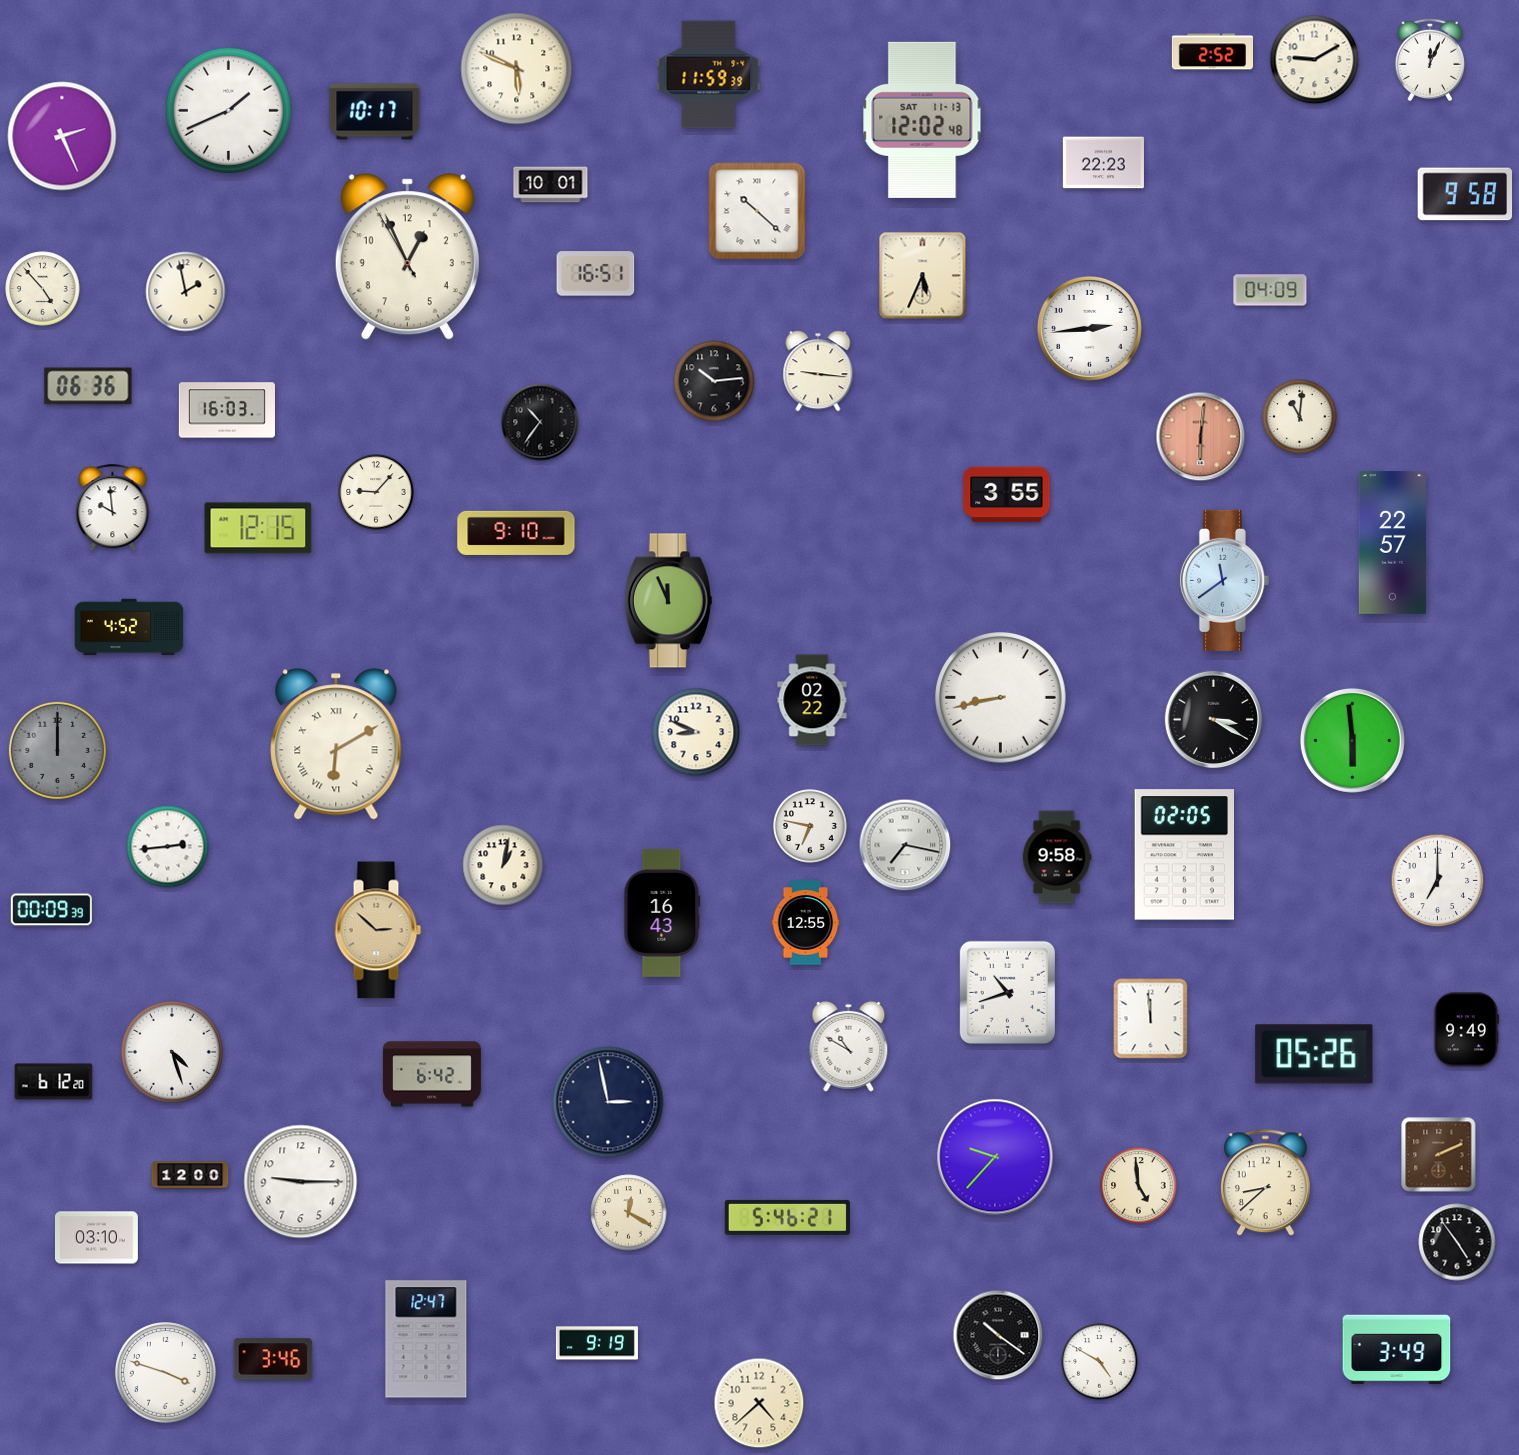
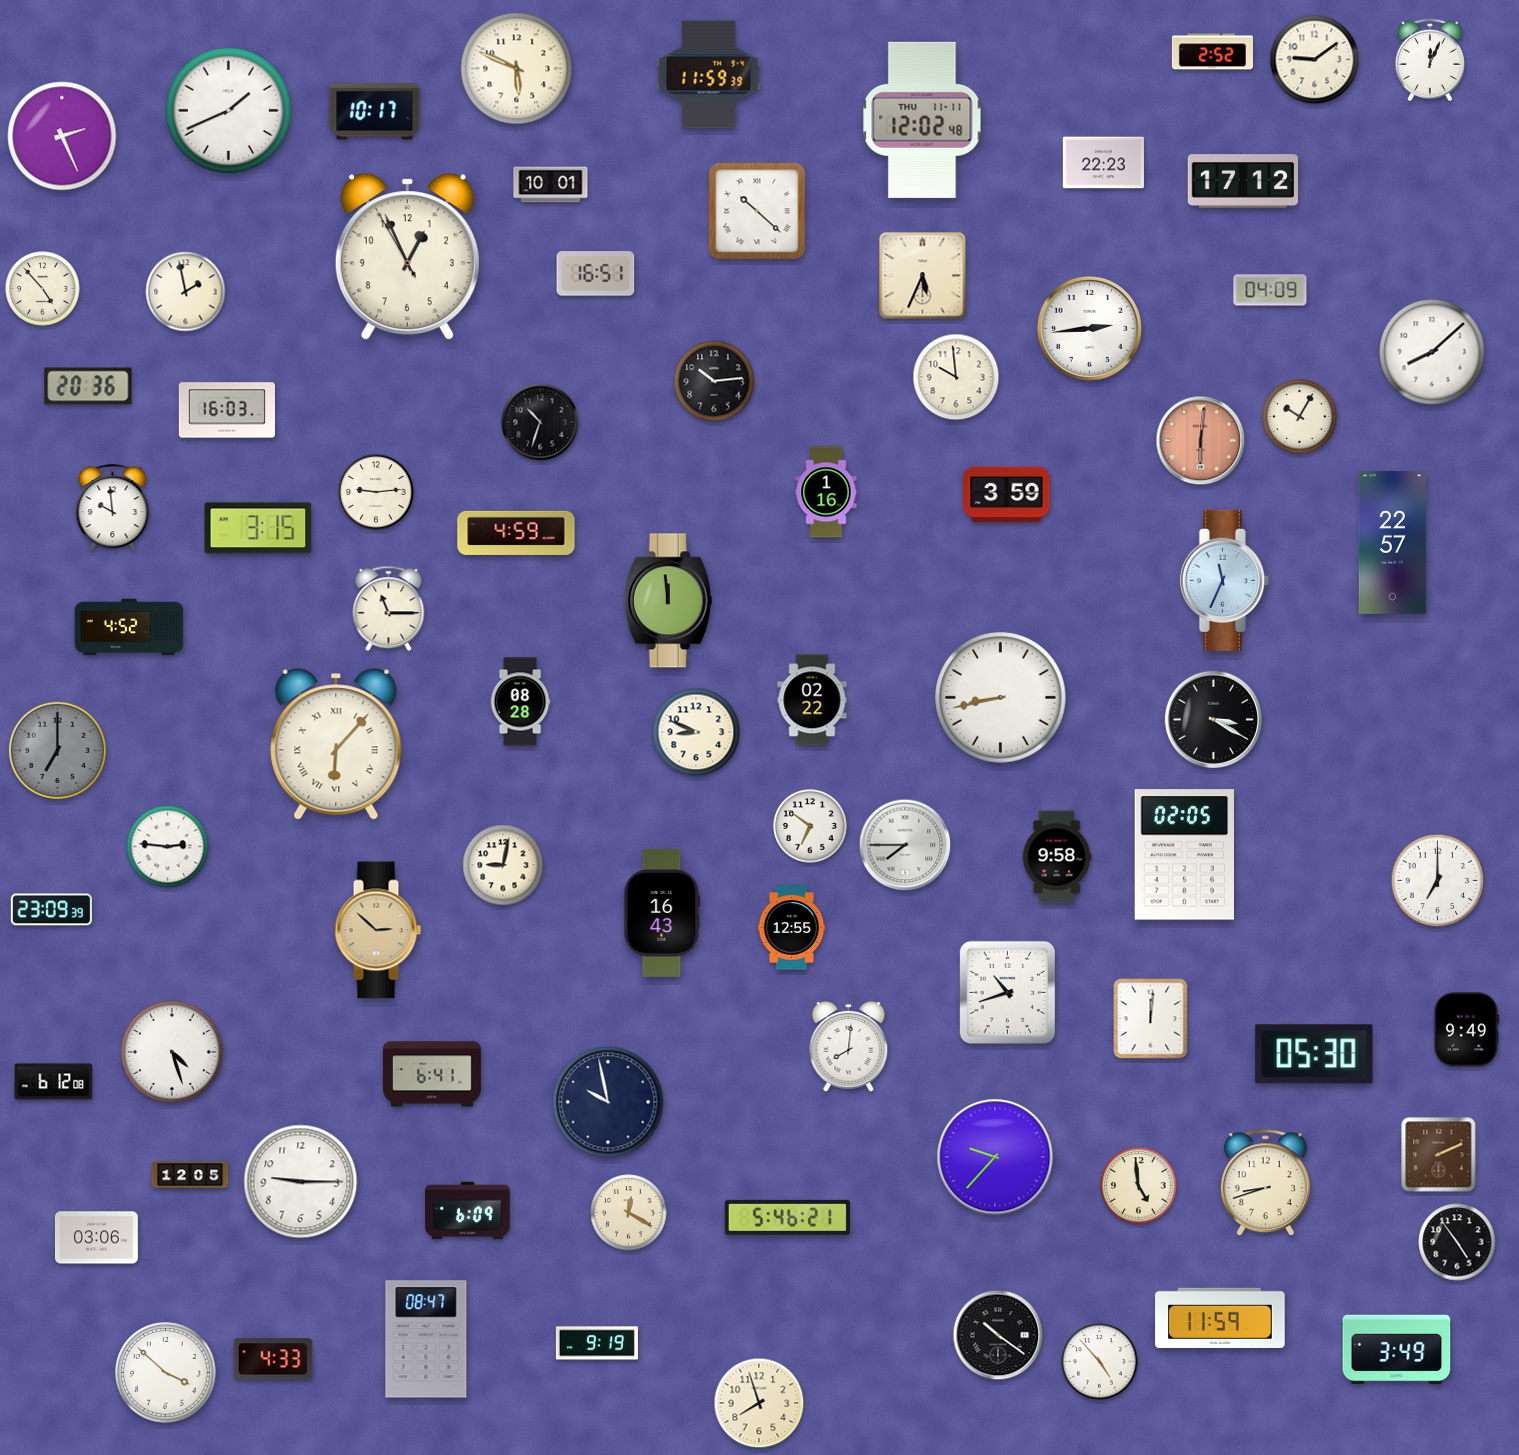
clock at (1315, 60): 9:10 -> 9:09
clock at (922, 120) date: SAT 11-13 -> THU 11-11
clock at (1242, 181): none -> 17:12
clock at (1465, 194): 9:58 -> none
clock at (1432, 352): none -> 8:08
clock at (818, 371): 9:16 -> none
clock at (956, 377): none -> 9:59
clock at (88, 386): 06:36 -> 20:36
clock at (1300, 417): 11:01 -> 10:05
clock at (540, 422): 10:36 -> 10:33
clock at (1201, 437) position: (1201, 437) -> (1201, 441)
clock at (376, 492): 9:07 -> 9:14
clock at (826, 492): none -> 1:16
clock at (1007, 495): 3:55 -> 3:59
clock at (258, 528): 12:15 -> 3:15
clock at (516, 533): 9:10 -> 4:59
clock at (1224, 580): 11:39 -> 11:34
clock at (668, 601): 11:56 -> 11:59
clock at (389, 609): none -> 11:15
clock at (520, 702): none -> 08:28
clock at (1352, 740): 5:59 -> none
clock at (336, 744): 6:10 -> 6:07
clock at (57, 750): 12:00 -> 7:00
clock at (810, 826): 6:47 -> 6:51
clock at (905, 845): 7:17 -> 7:45
clock at (168, 847): 2:44 -> 2:46
clock at (503, 865): 1:02 -> 9:02
clock at (51, 910): 00:09 -> 23:09
clock at (806, 923) position: (806, 923) -> (792, 928)
clock at (1151, 1019): 11:59 -> 12:01
clock at (849, 1046): 10:50 -> 8:01
clock at (1314, 1054): 05:26 -> 05:30
clock at (432, 1074): 6:42 -> 6:41
clock at (54, 1082): 6:12:20 -> 6:12:08
clock at (608, 1102): 2:58 -> 9:58
clock at (190, 1175): 12:00 -> 12:05
clock at (1265, 1183): 8:38 -> 8:42
clock at (468, 1211): none -> 6:09
clock at (96, 1238): 03:10 -> 03:06
clock at (1220, 1317): none -> 11:59
clock at (426, 1339): 12:47 -> 08:47
clock at (273, 1359): 3:46 -> 4:33
clock at (1100, 1362): 4:50 -> 4:53
clock at (166, 1373): 3:48 -> 3:52
clock at (759, 1403): 4:38 -> 7:57
